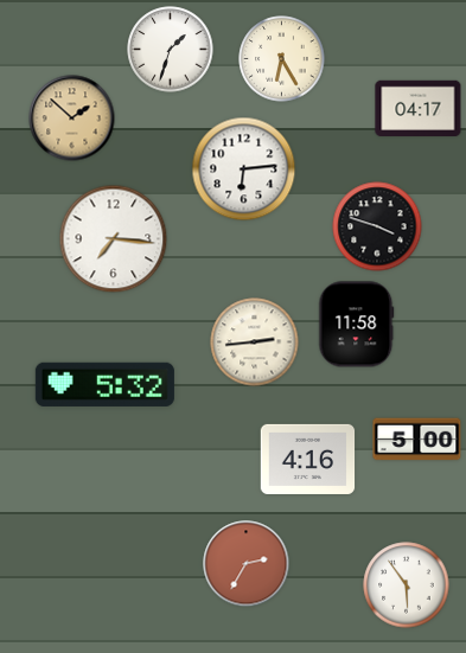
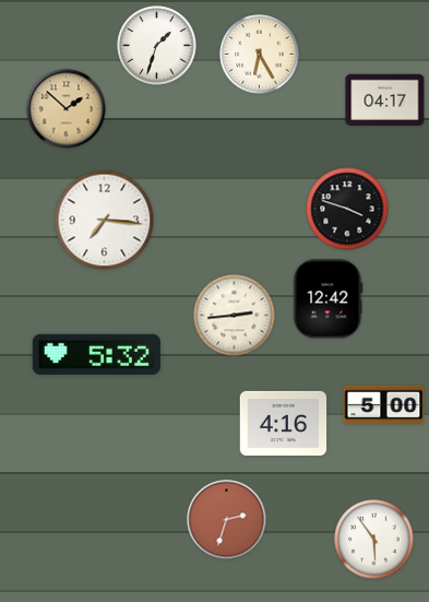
clock at (244, 169): 6:14 -> none
clock at (357, 325): 11:58 -> 12:42
clock at (247, 564): 2:35 -> 2:33
